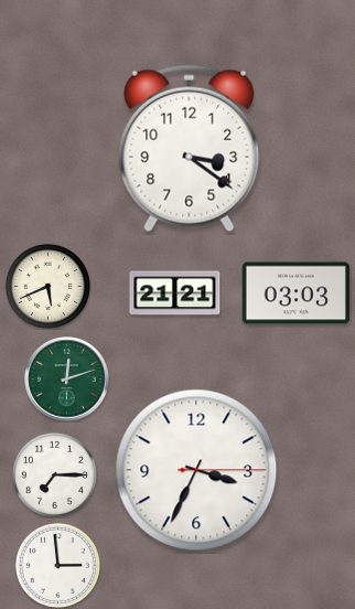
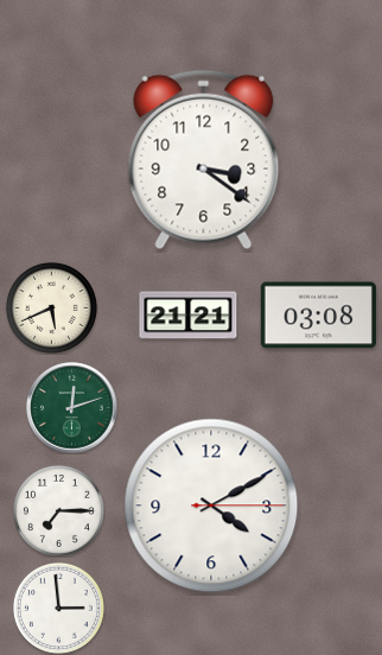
clock at (295, 293): 03:03 -> 03:08
clock at (196, 470): 3:34 -> 4:10
clock at (57, 565) position: (57, 565) -> (58, 608)
